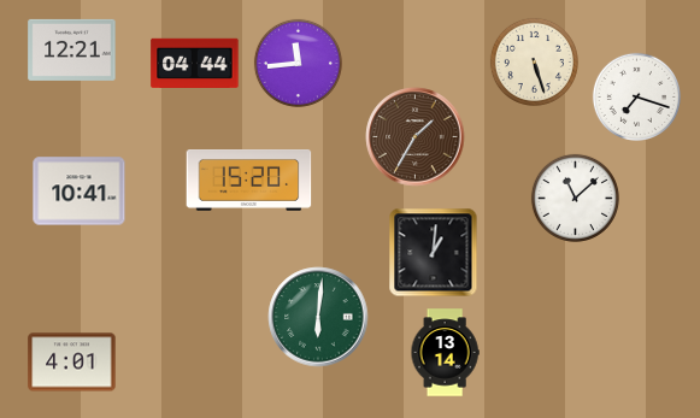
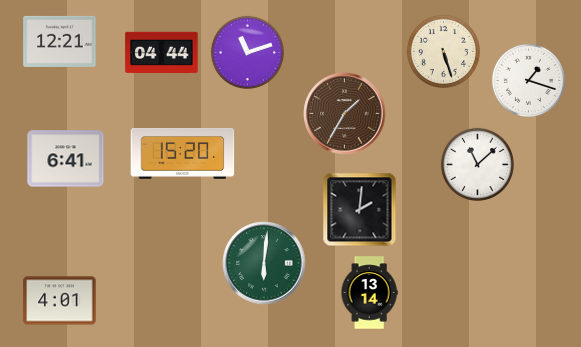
clock at (298, 63): 11:44 -> 11:12
clock at (636, 96): 7:18 -> 1:18
clock at (249, 181) position: (249, 181) -> (183, 154)
clock at (80, 192): 10:41 -> 6:41
clock at (434, 253): 1:01 -> 2:01
